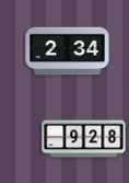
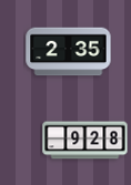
clock at (68, 52): 2:34 -> 2:35
